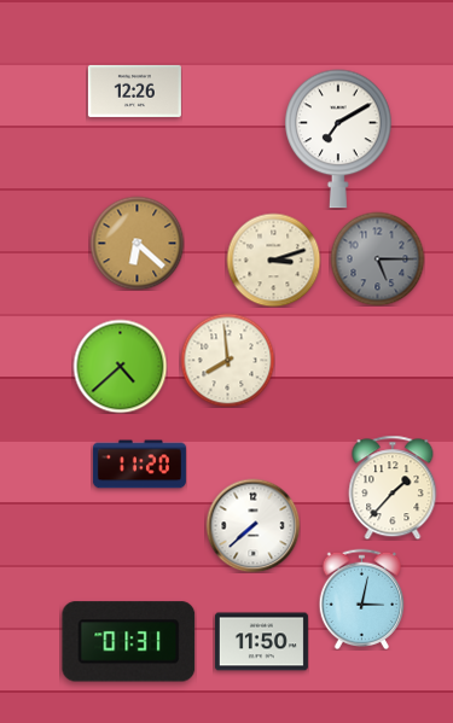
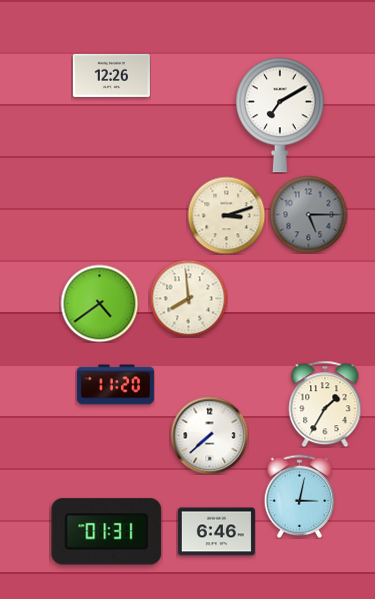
clock at (137, 243): 6:22 -> none
clock at (377, 258) position: (377, 258) -> (308, 214)
clock at (120, 366): 4:38 -> 4:39
clock at (393, 488): 1:37 -> 1:35
clock at (261, 642): 11:50 -> 6:46
